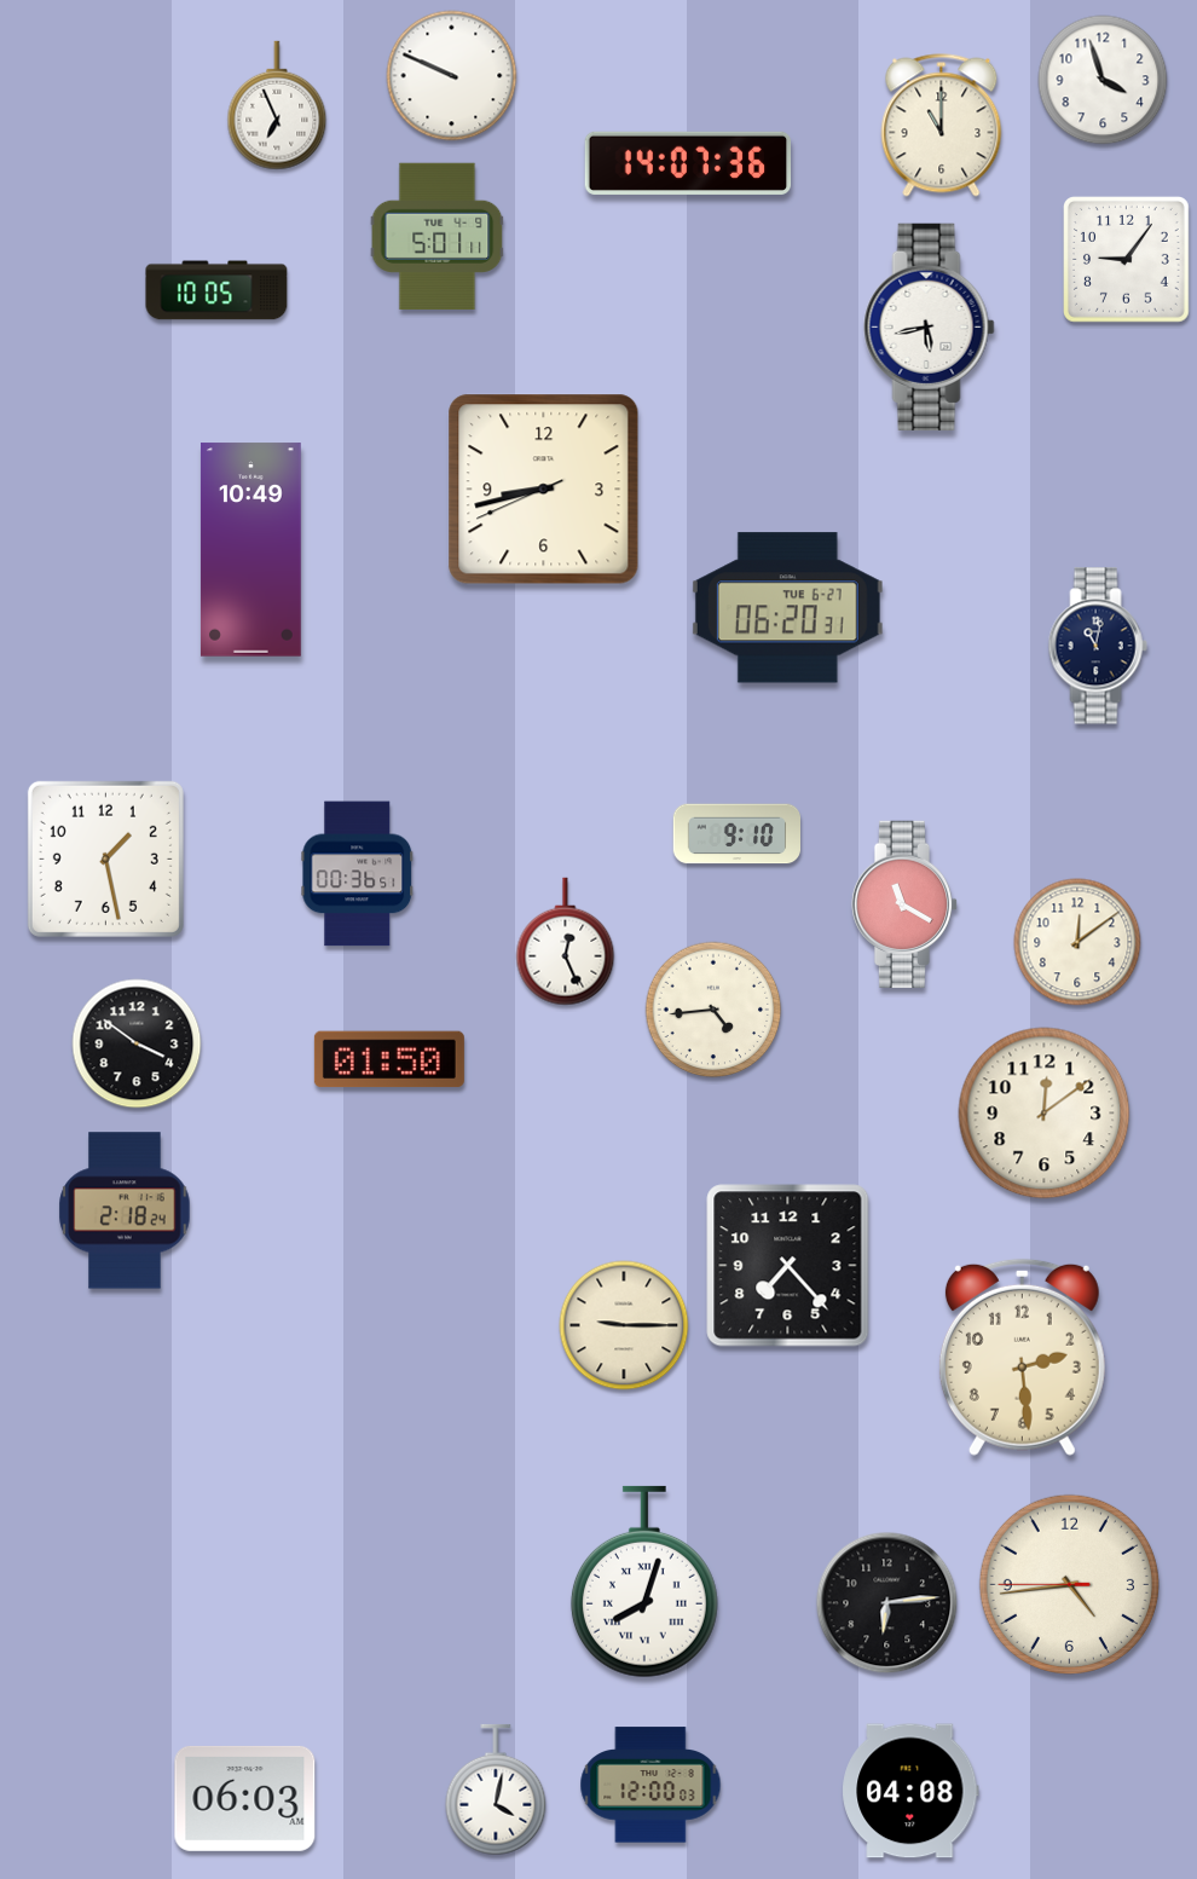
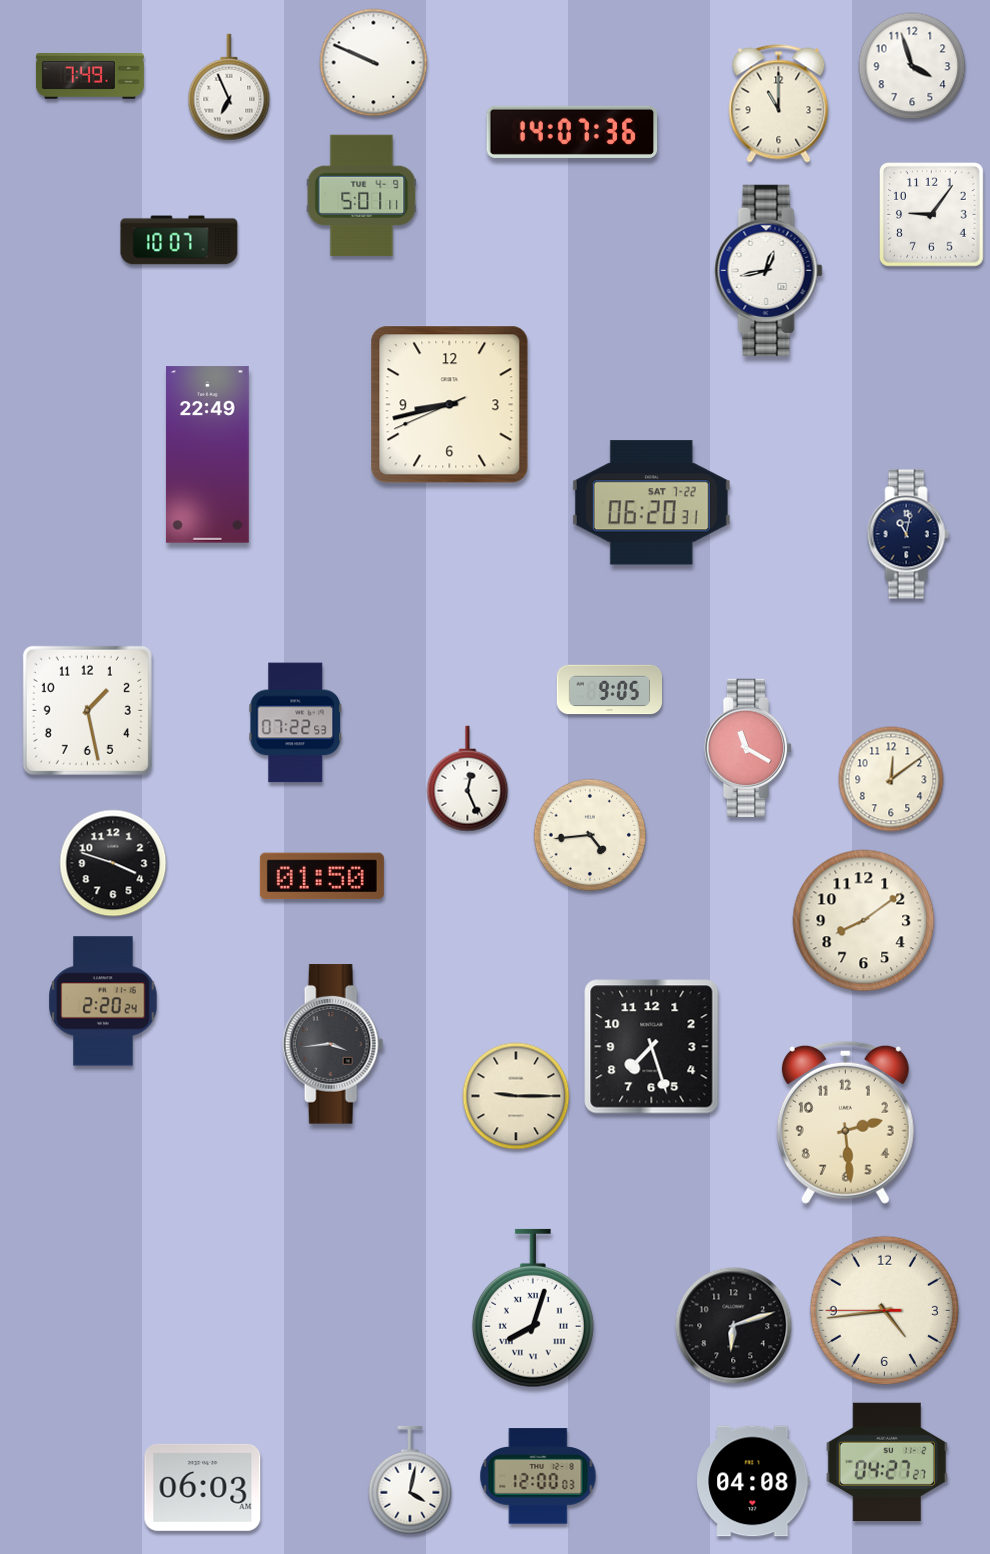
clock at (90, 77): none -> 7:49
clock at (688, 163) position: (688, 163) -> (572, 132)
clock at (216, 290): 10:05 -> 10:07
clock at (930, 326): 5:43 -> 12:43
clock at (250, 550): 10:49 -> 22:49
clock at (787, 608) date: TUE 6-27 -> SAT 7-22
clock at (738, 834): 9:10 -> 9:05
clock at (358, 874): 00:36 -> 07:22
clock at (137, 1043): 3:51 -> 3:48
clock at (1045, 1114): 12:09 -> 8:09
clock at (125, 1210): 2:18 -> 2:20
clock at (333, 1044): none -> 3:44
clock at (788, 1266): 7:23 -> 7:27
clock at (887, 1603): 6:14 -> 6:12
clock at (887, 1461): none -> 04:27
